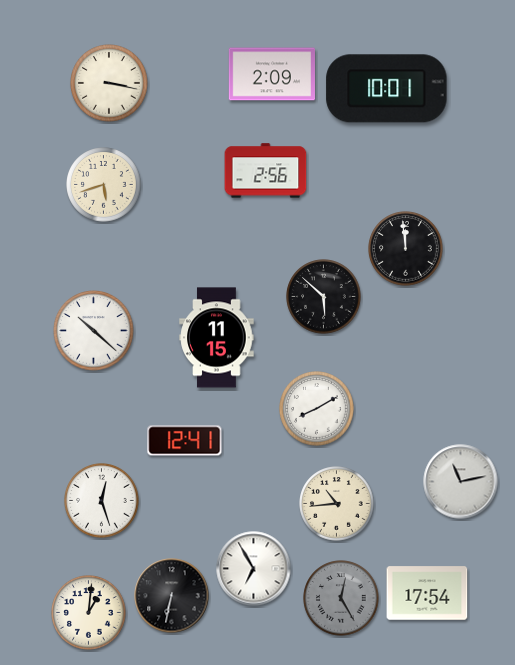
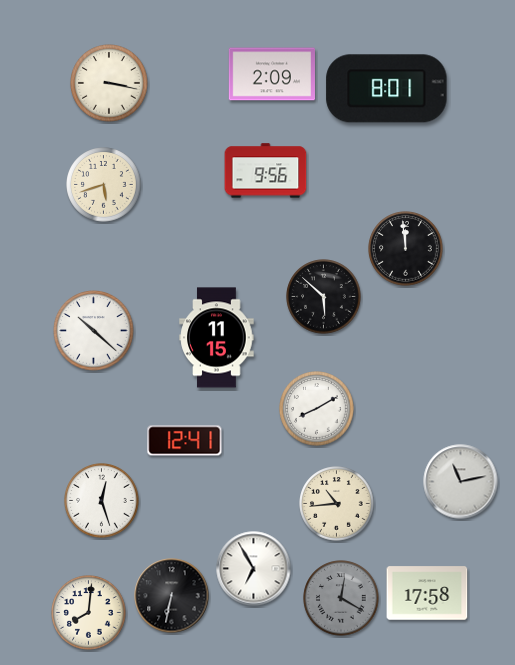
clock at (387, 89): 10:01 -> 8:01
clock at (266, 171): 2:56 -> 9:56
clock at (427, 593): 17:54 -> 17:58
clock at (341, 598): 12:25 -> 12:20
clock at (89, 613): 1:01 -> 8:01
